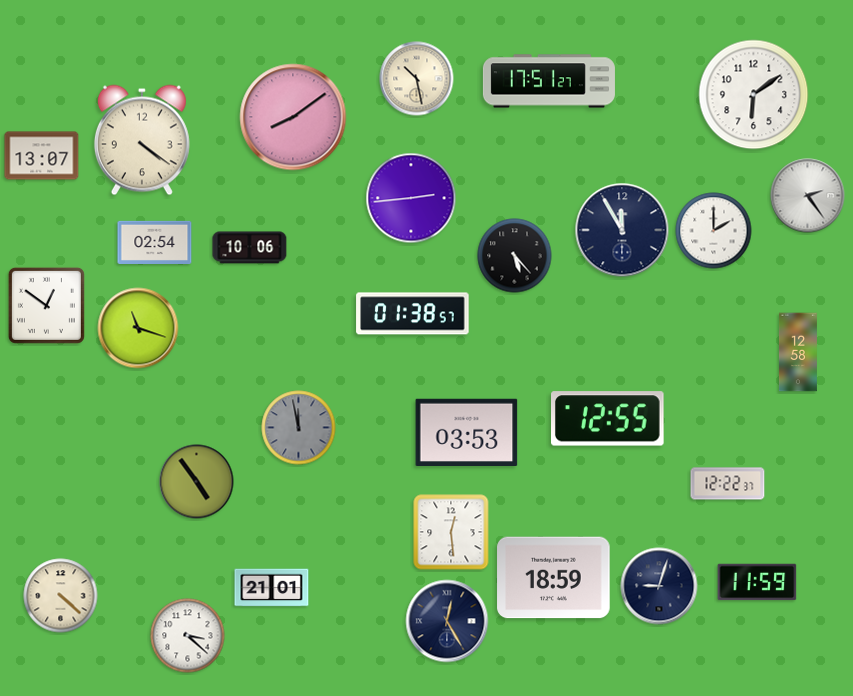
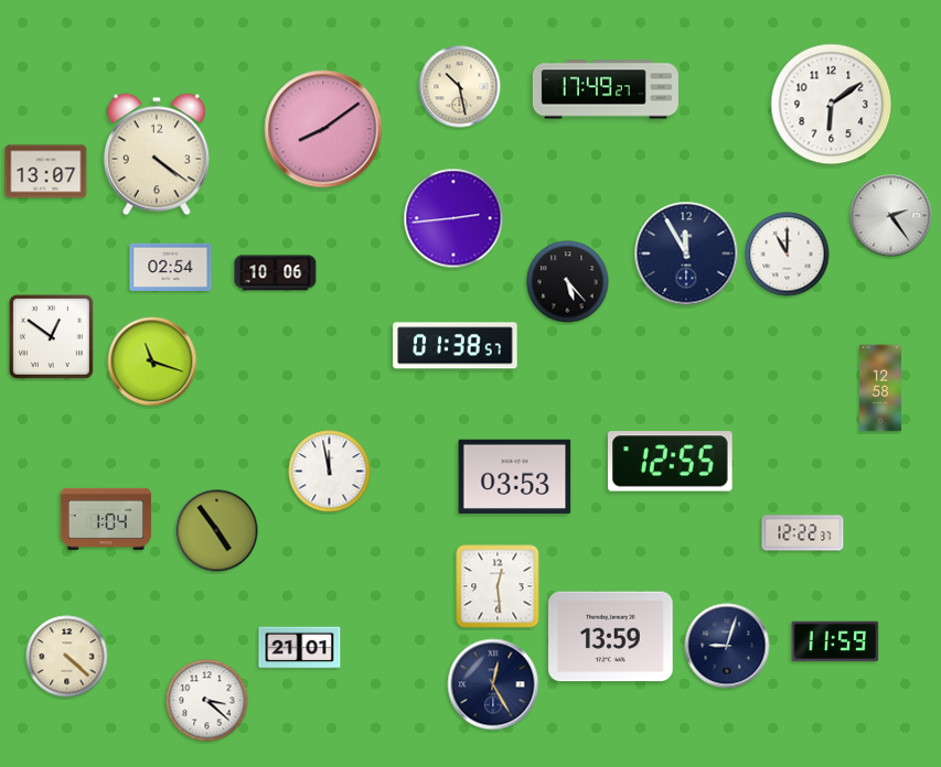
clock at (549, 81): 17:51 -> 17:49
clock at (714, 231): 2:00 -> 11:00
clock at (299, 428) dial: grey -> white
clock at (105, 519): none -> 1:04
clock at (554, 578): 18:59 -> 13:59
